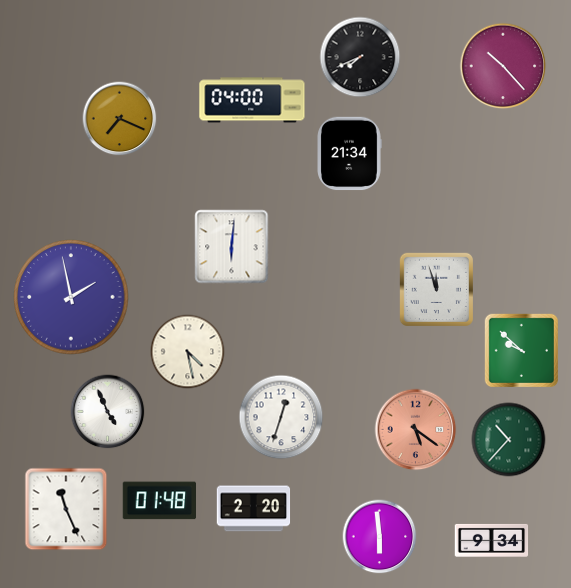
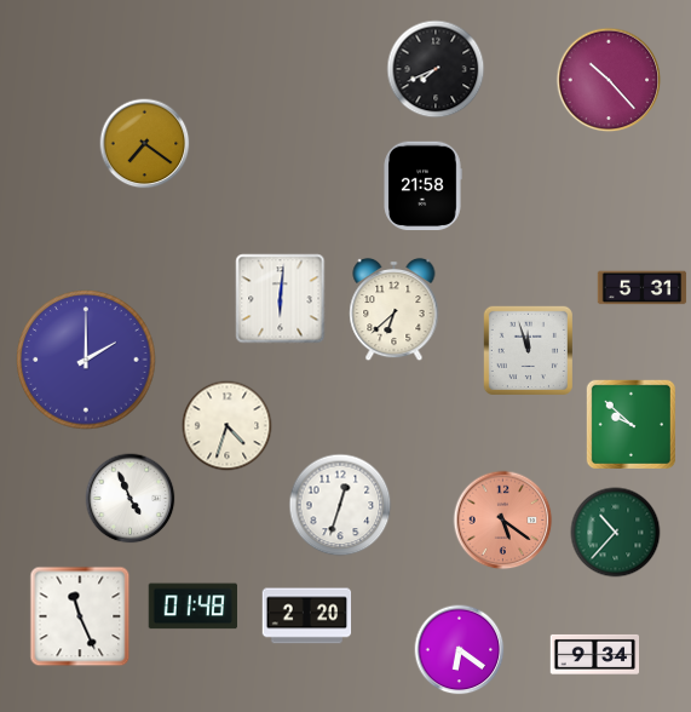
clock at (252, 100): 04:00 -> none
clock at (120, 119): 7:19 -> 7:21
clock at (349, 154): 21:34 -> 21:58
clock at (643, 288): none -> 5:31
clock at (395, 310): none -> 6:38
clock at (71, 297): 1:58 -> 2:00
clock at (188, 352): 4:28 -> 4:33
clock at (380, 537): 5:59 -> 6:21
